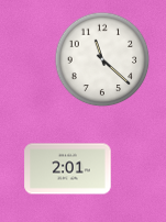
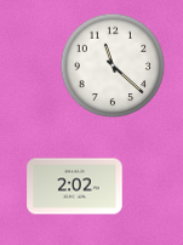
clock at (68, 169): 2:01 -> 2:02
